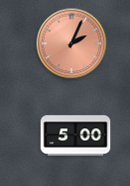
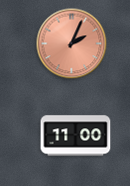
clock at (76, 136): 5:00 -> 11:00
